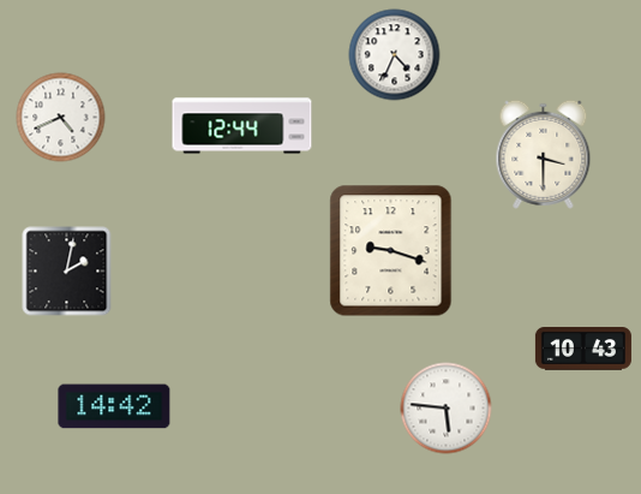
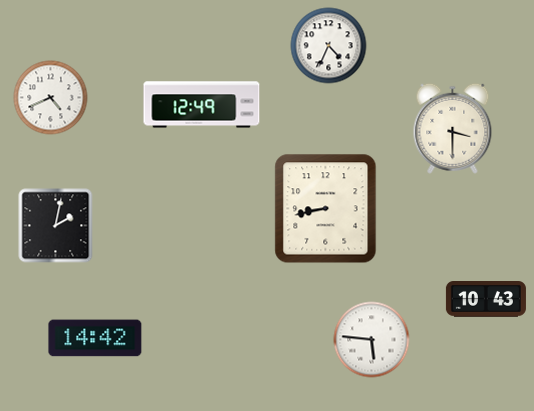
clock at (242, 126): 12:44 -> 12:49
clock at (391, 251): 9:18 -> 8:43
clock at (583, 349) position: (583, 349) -> (486, 299)
